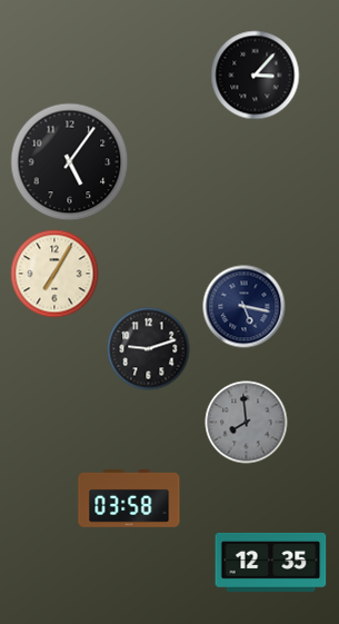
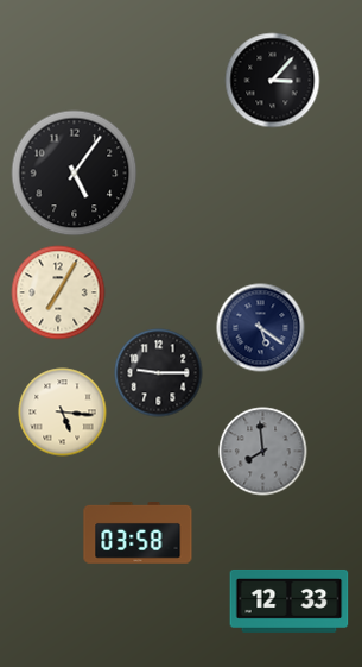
clock at (245, 307): 5:17 -> 5:21
clock at (149, 349): 9:12 -> 9:15
clock at (63, 413): none -> 5:16
clock at (271, 562): 12:35 -> 12:33
